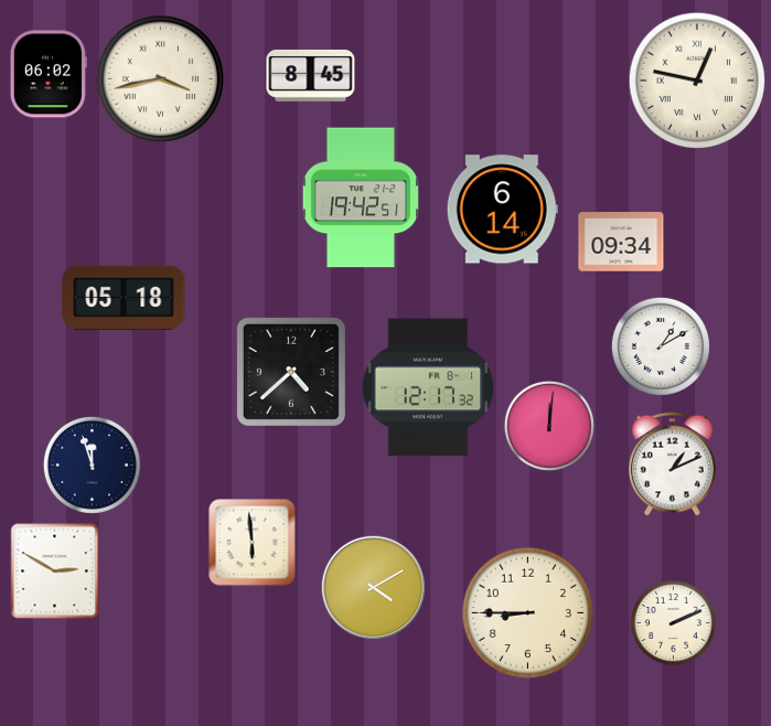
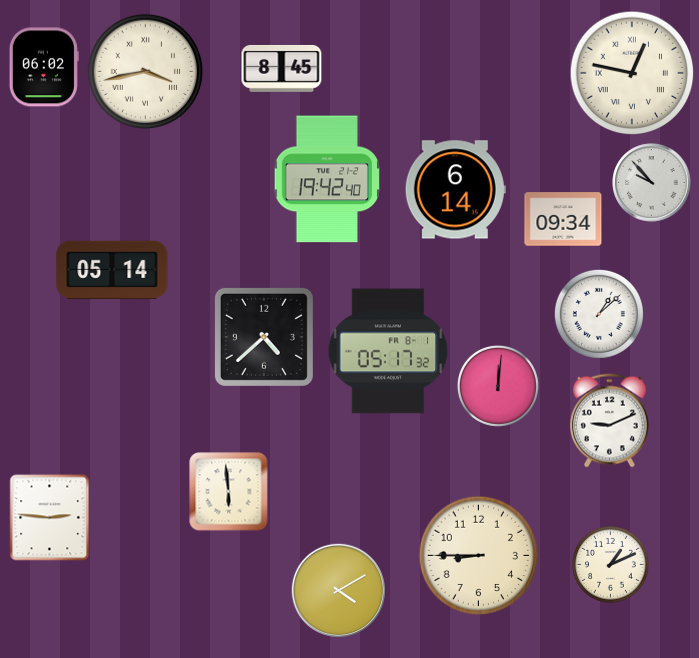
clock at (361, 197): 19:42:51 -> 19:42:40
clock at (652, 183): none -> 9:53
clock at (124, 298): 05:18 -> 05:14
clock at (661, 346): 1:10 -> 1:08
clock at (428, 387): 12:17 -> 05:17
clock at (92, 465): 11:57 -> none
clock at (672, 465): 1:11 -> 9:11
clock at (55, 572): 2:50 -> 2:46
clock at (373, 587) position: (373, 587) -> (338, 590)
clock at (674, 623): 2:11 -> 1:11
